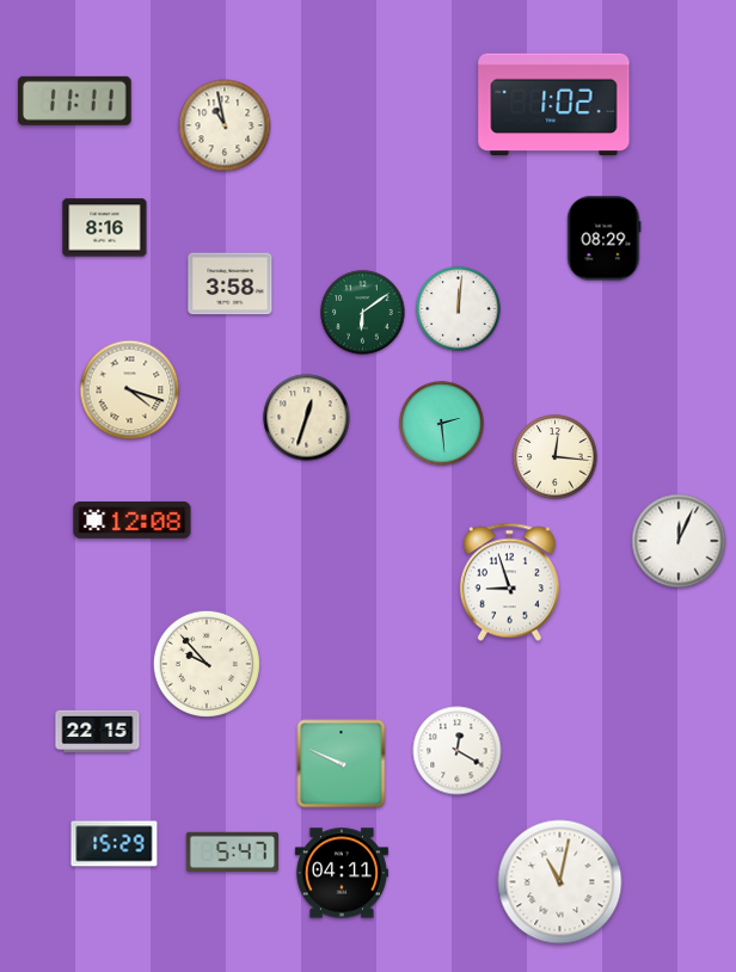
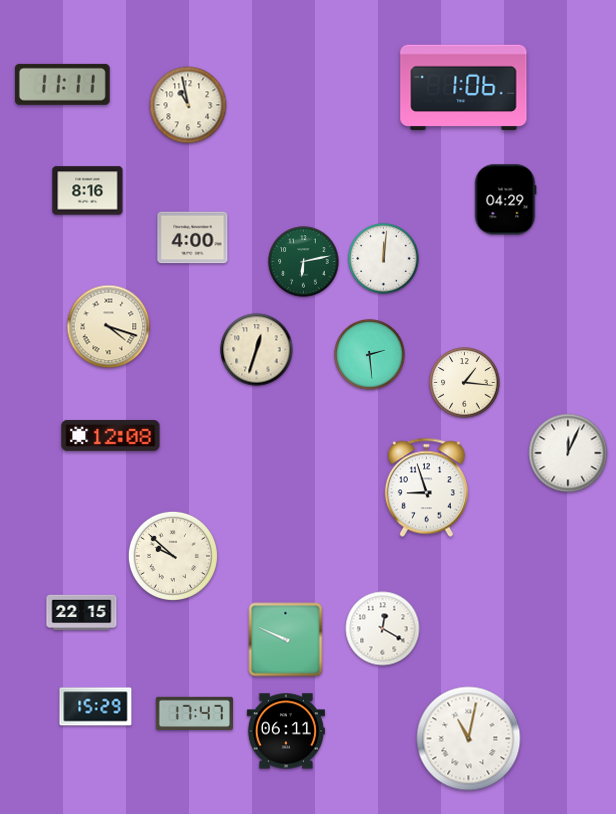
clock at (554, 105): 1:02 -> 1:06
clock at (605, 239): 08:29 -> 04:29
clock at (231, 284): 3:58 -> 4:00
clock at (363, 313): 6:09 -> 6:13
clock at (556, 457): 12:16 -> 1:16
clock at (207, 664): 9:53 -> 9:52
clock at (232, 851): 5:47 -> 17:47
clock at (342, 873): 04:11 -> 06:11
